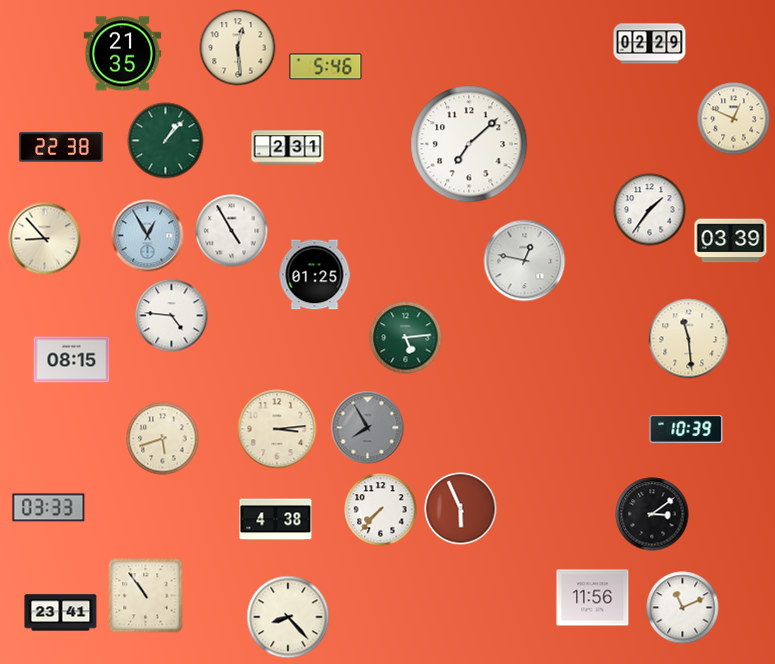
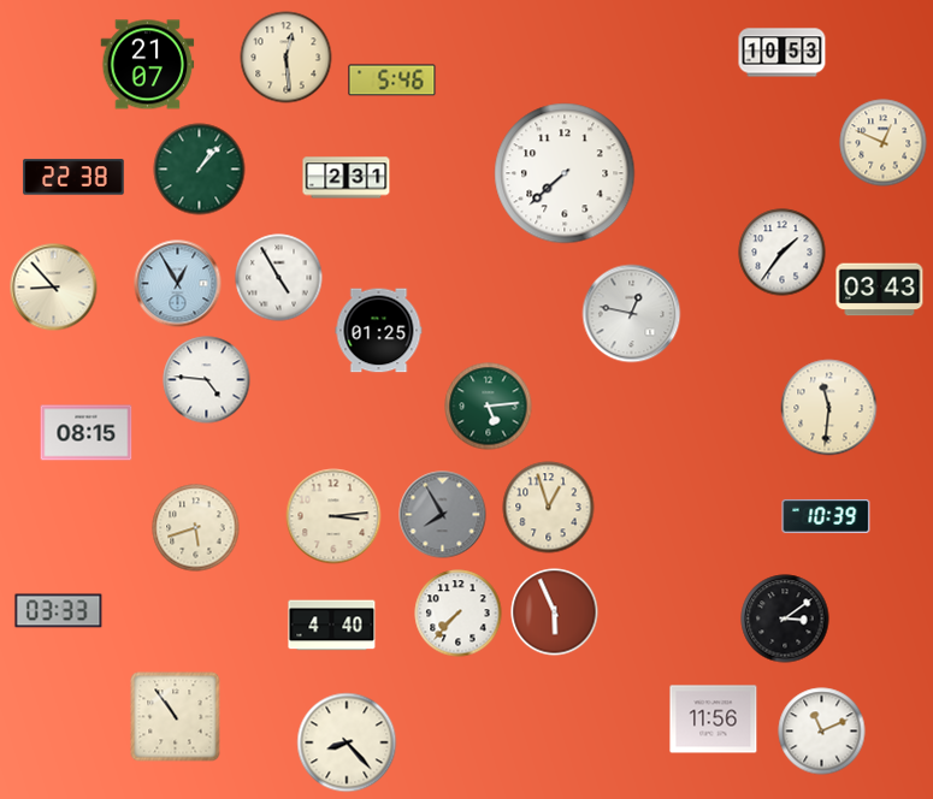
clock at (650, 44): 02:29 -> 10:53
clock at (123, 54): 21:35 -> 21:07
clock at (469, 144): 7:08 -> 7:38
clock at (731, 241): 03:39 -> 03:43
clock at (689, 339): 11:29 -> 11:31
clock at (549, 508): none -> 12:57
clock at (276, 520): 4:38 -> 4:40
clock at (61, 613): 23:41 -> none
